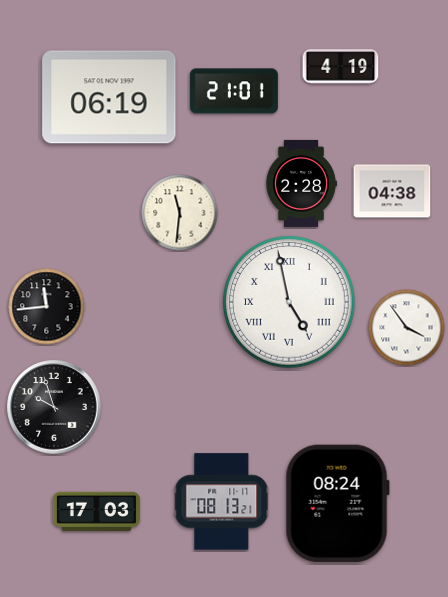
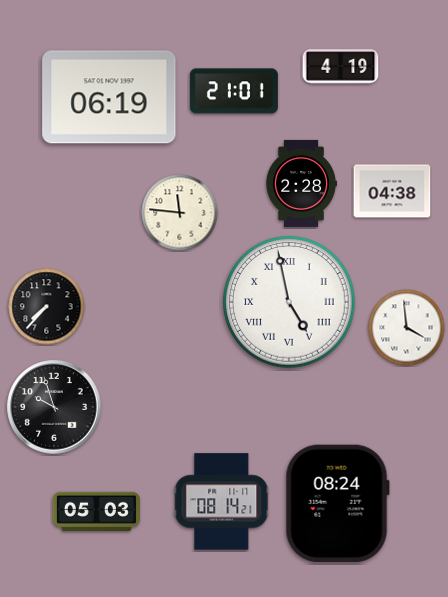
clock at (180, 213): 11:31 -> 11:46
clock at (47, 307): 11:44 -> 7:37
clock at (407, 328): 3:54 -> 3:59
clock at (222, 502): 08:13 -> 08:14
clock at (96, 511): 17:03 -> 05:03
